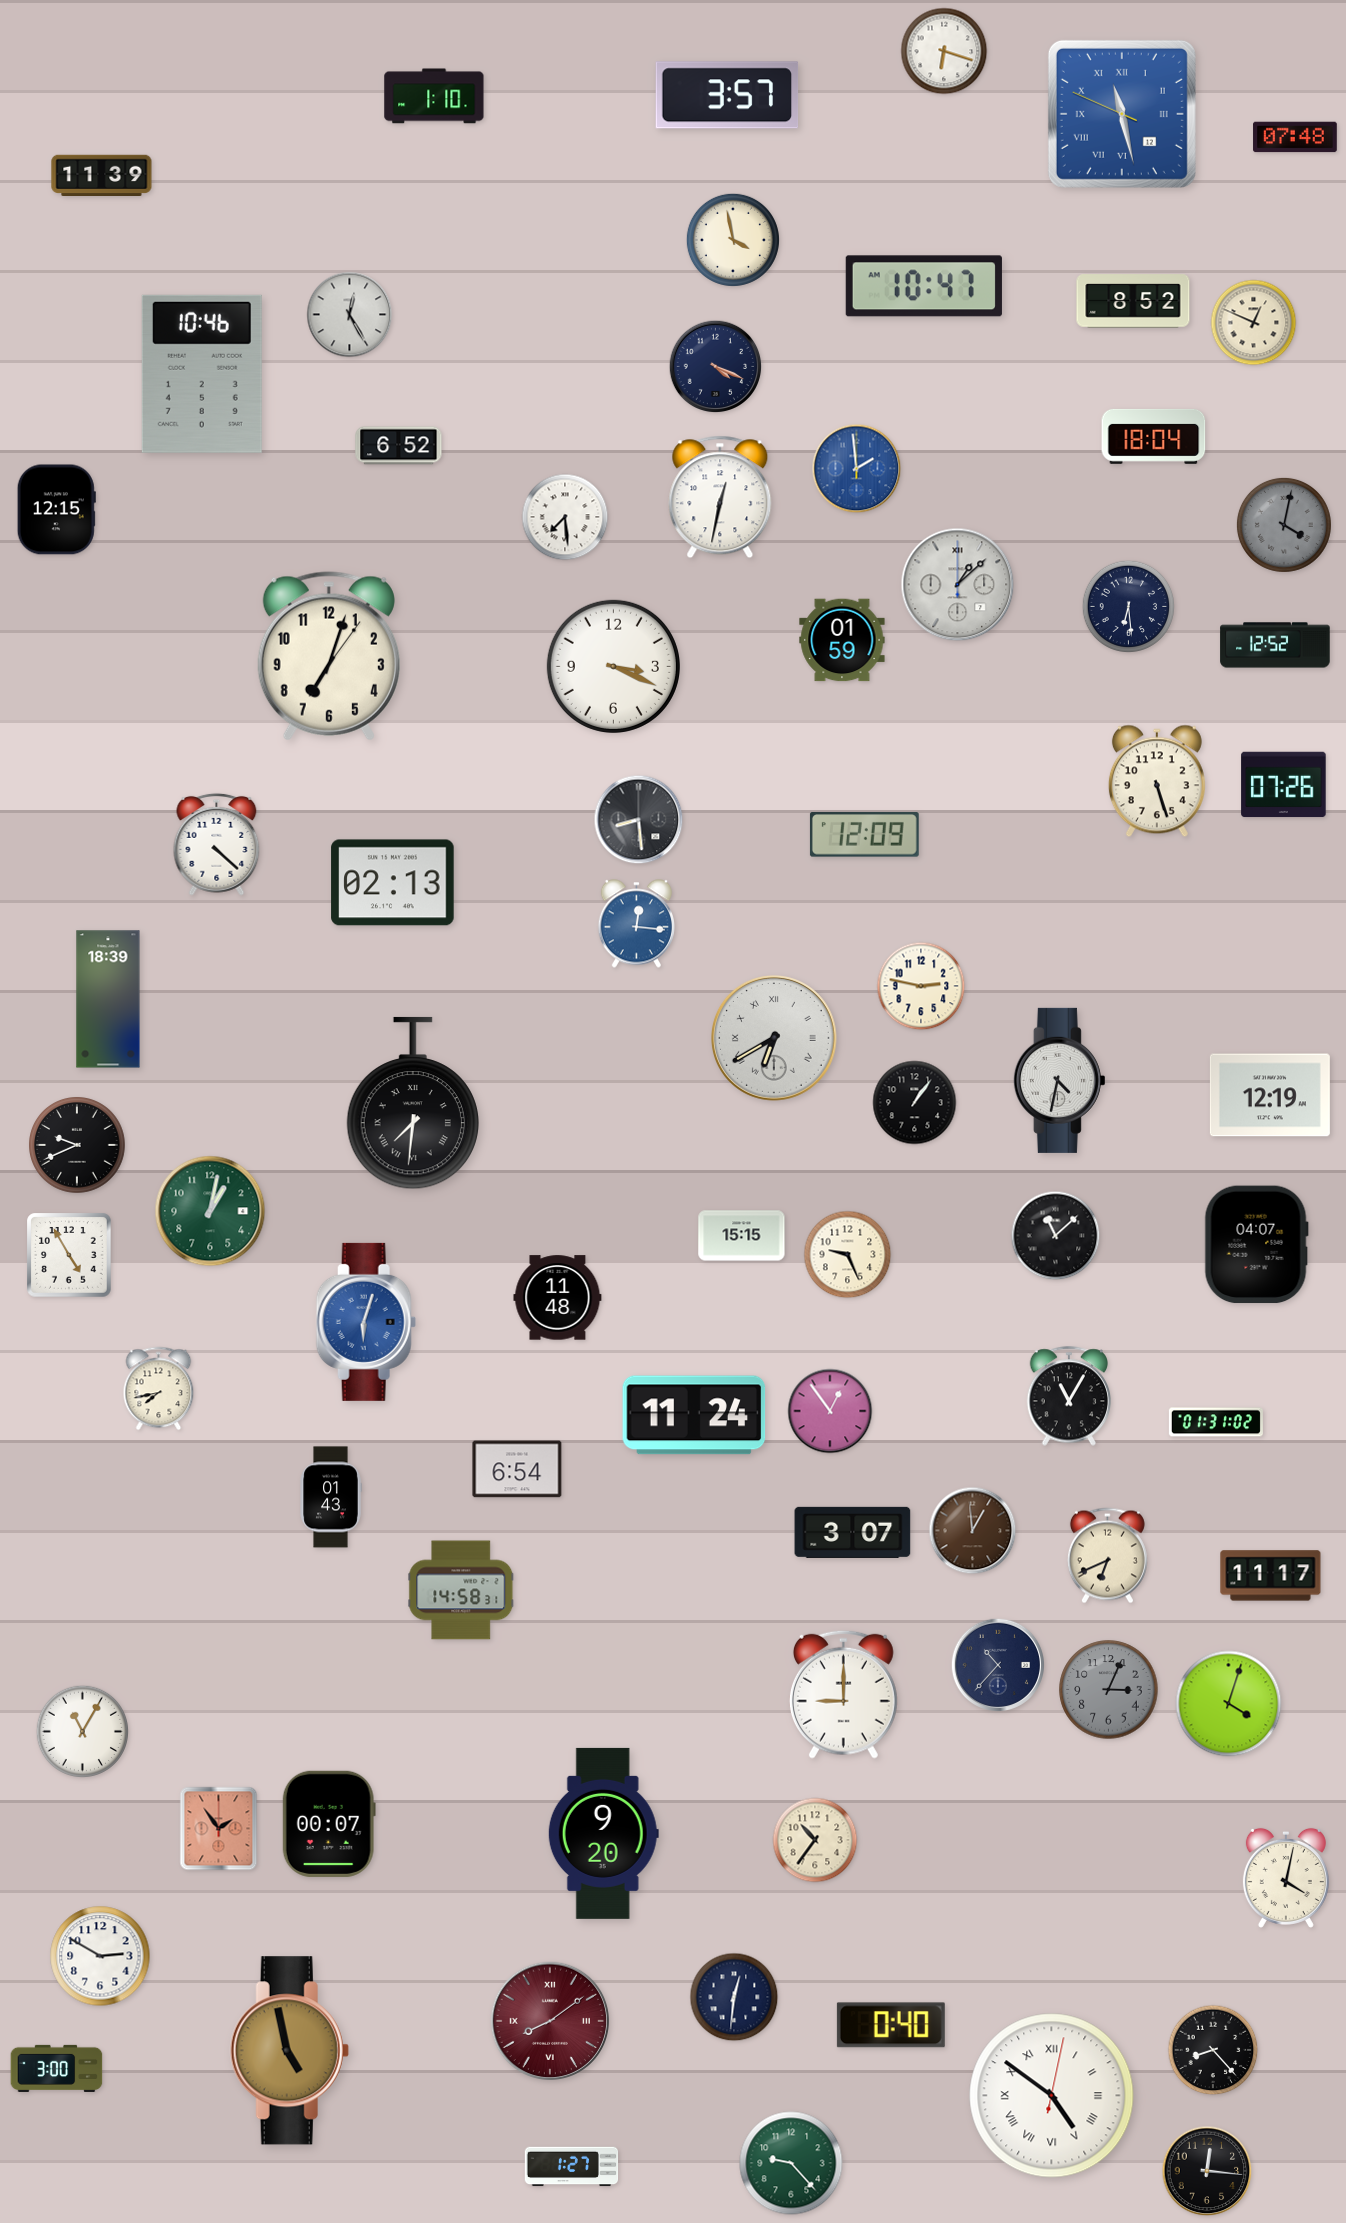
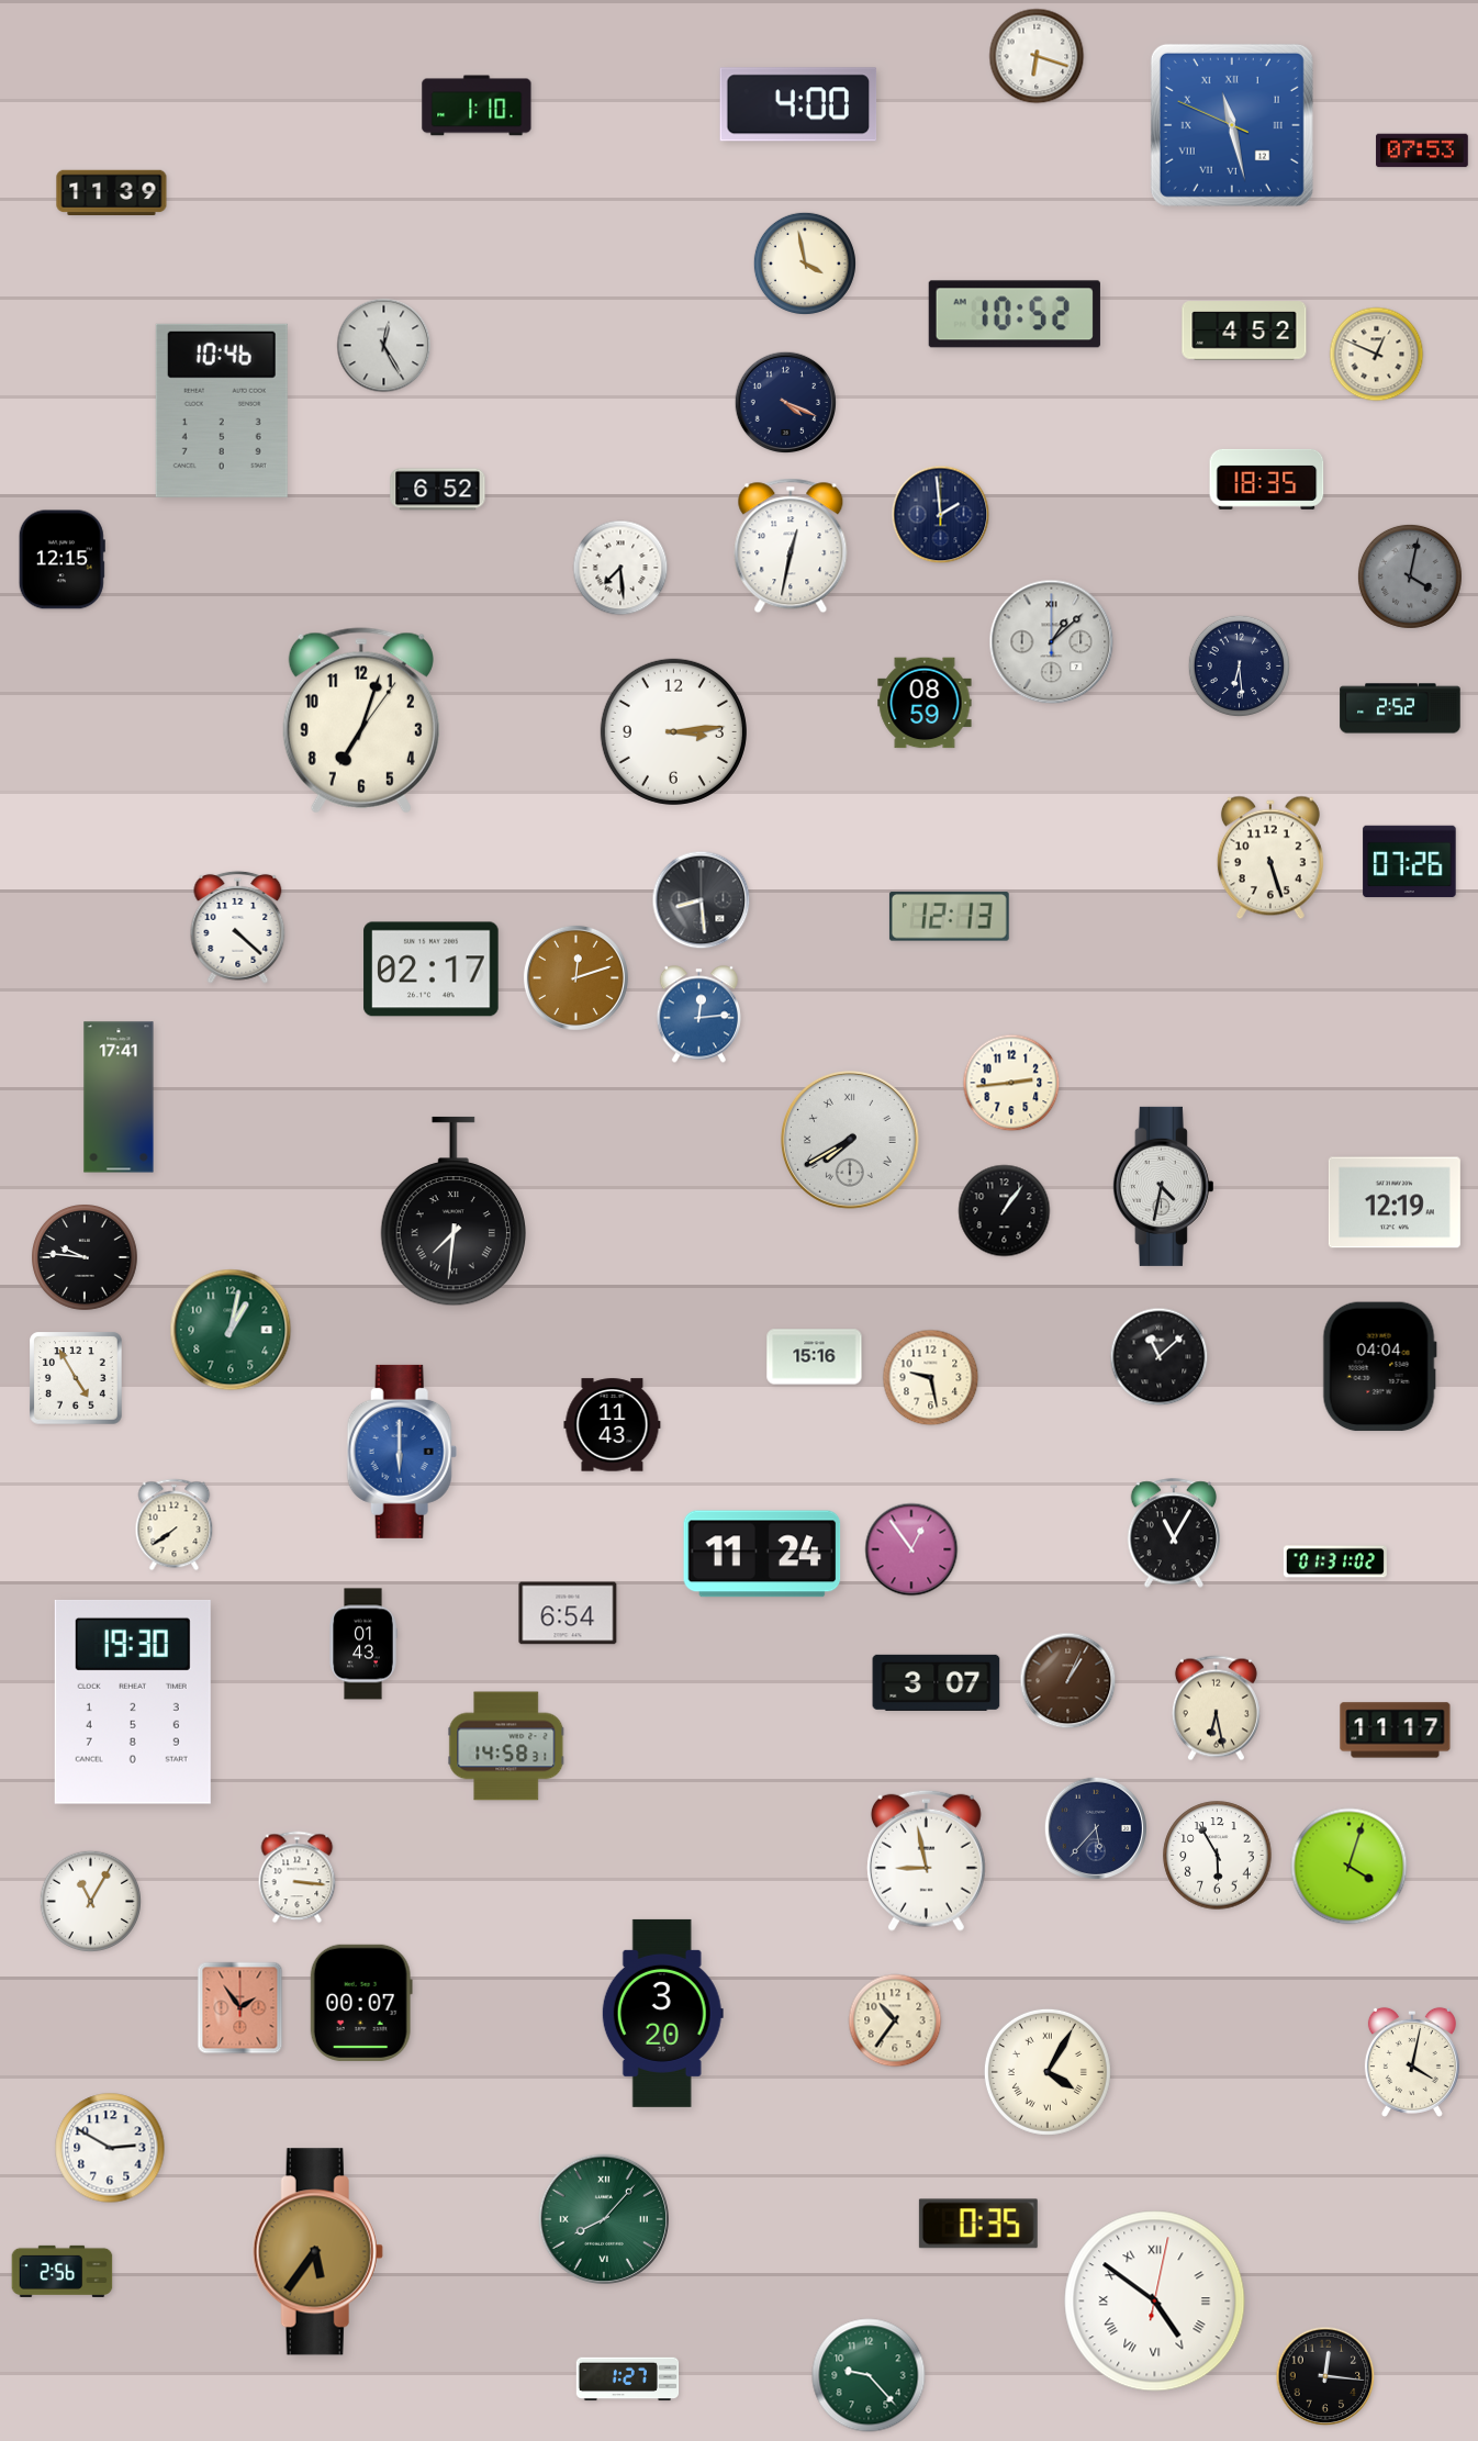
clock at (727, 95): 3:57 -> 4:00
clock at (1295, 137): 07:48 -> 07:53
clock at (924, 286): 10:47 -> 10:52
clock at (1133, 301): 8:52 -> 4:52
clock at (1154, 436): 18:04 -> 18:35
clock at (857, 469) dial: blue -> navy
clock at (842, 640): 01:59 -> 08:59
clock at (1275, 645): 12:52 -> 2:52
clock at (613, 666): 3:19 -> 3:14
clock at (864, 835): 12:09 -> 12:13
clock at (393, 883): 02:13 -> 02:17
clock at (575, 977): none -> 12:12
clock at (636, 924): 12:16 -> 12:14
clock at (921, 986): 2:47 -> 2:44
clock at (108, 999): 18:39 -> 17:41
clock at (774, 1038): 6:40 -> 7:40
clock at (78, 1146): 9:41 -> 9:46
clock at (742, 1236): 15:15 -> 15:16
clock at (1256, 1245): 04:07 -> 04:04
clock at (848, 1255): 9:26 -> 9:28
clock at (558, 1298): 11:48 -> 11:43
clock at (366, 1322): 6:03 -> 6:00
clock at (159, 1389): 7:43 -> 7:39
clock at (973, 1531): 12:59 -> 1:04
clock at (133, 1702): none -> 19:30
clock at (1107, 1556): 6:41 -> 6:28
clock at (997, 1664): 10:37 -> 5:37
clock at (1109, 1690): 3:04 -> 5:55
clock at (1109, 1690) dial: grey -> white
clock at (843, 1694): 9:00 -> 8:58
clock at (1229, 1704) position: (1229, 1704) -> (1350, 1867)
clock at (298, 1878): none -> 3:16
clock at (603, 1833): 9:20 -> 3:20
clock at (1048, 2072): none -> 4:05
clock at (734, 1997): 12:31 -> none
clock at (549, 2020): 8:09 -> 8:07
clock at (549, 2020) dial: burgundy -> green
clock at (891, 2025): 0:40 -> 0:35
clock at (1213, 2050): 8:23 -> none
clock at (289, 2051): 4:58 -> 5:36
clock at (57, 2068): 3:00 -> 2:56
clock at (1207, 2171) position: (1207, 2171) -> (1325, 2376)
